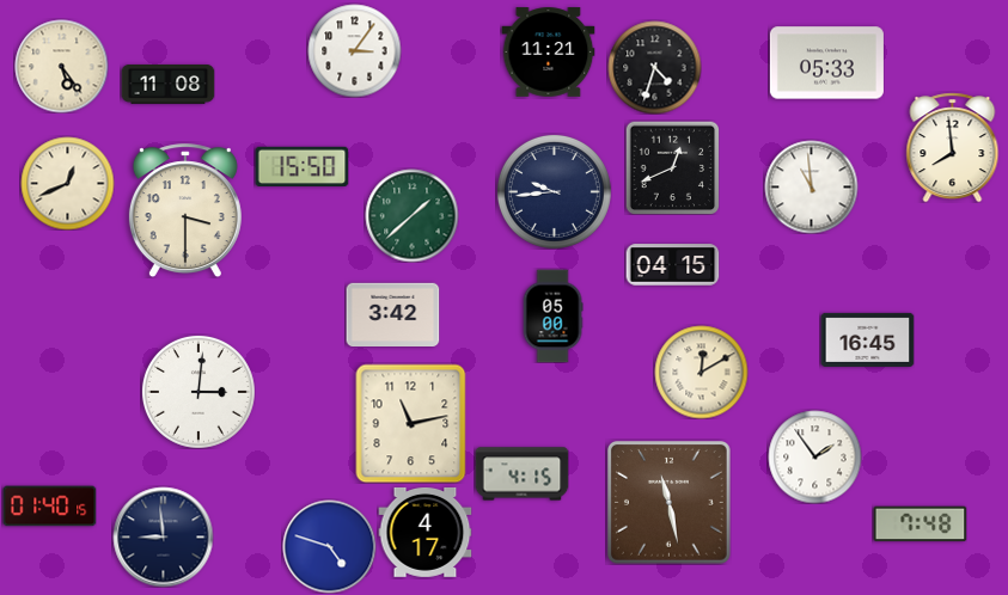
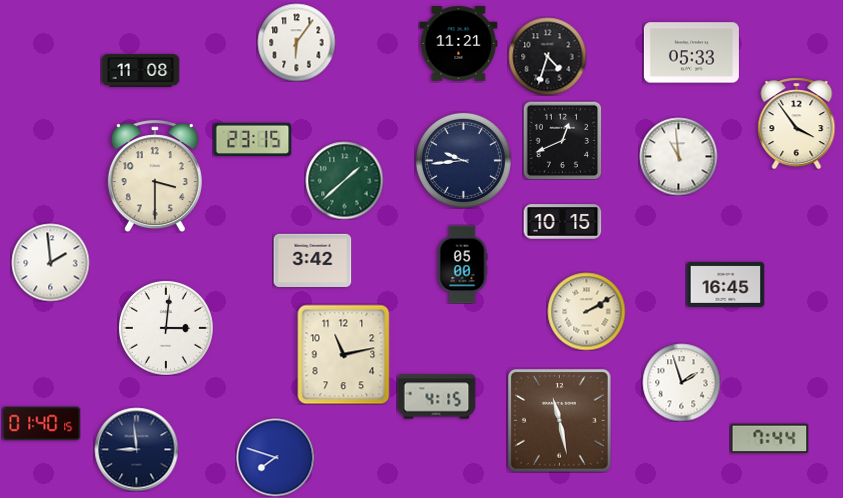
clock at (354, 50): 3:06 -> 6:06
clock at (61, 66): 5:24 -> none
clock at (953, 147): 7:59 -> 3:54
clock at (301, 166): 15:50 -> 23:15
clock at (67, 183): 12:41 -> none
clock at (672, 265): 04:15 -> 10:15
clock at (50, 262): none -> 1:59
clock at (392, 314) position: (392, 314) -> (312, 260)
clock at (701, 372): 12:10 -> 2:10
clock at (814, 456): 1:54 -> 1:57
clock at (920, 525): 7:48 -> 7:44
clock at (424, 532): 4:17 -> none
clock at (329, 546): 4:48 -> 7:48
